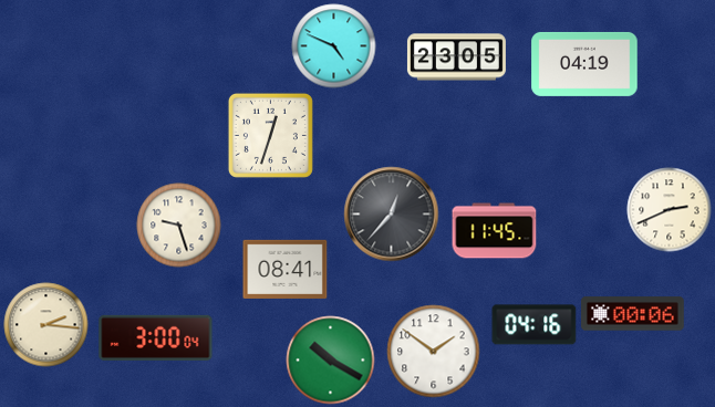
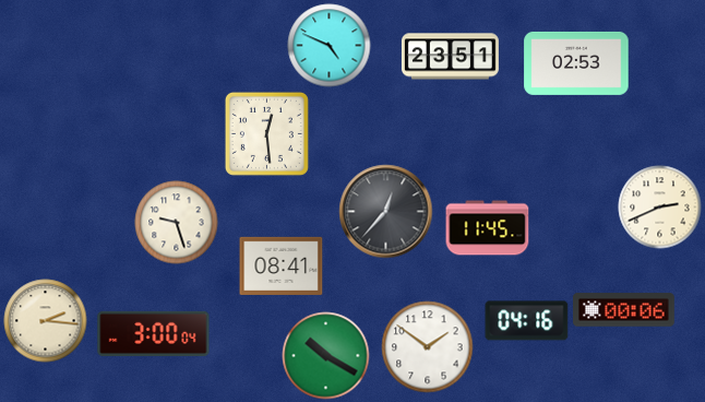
clock at (456, 58): 23:05 -> 23:51
clock at (584, 64): 04:19 -> 02:53
clock at (270, 135): 12:33 -> 12:29
